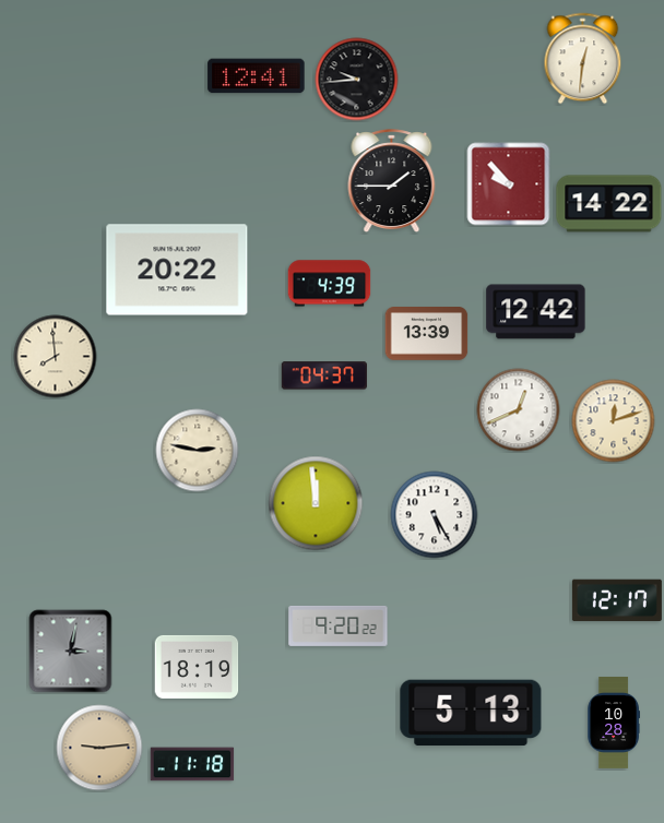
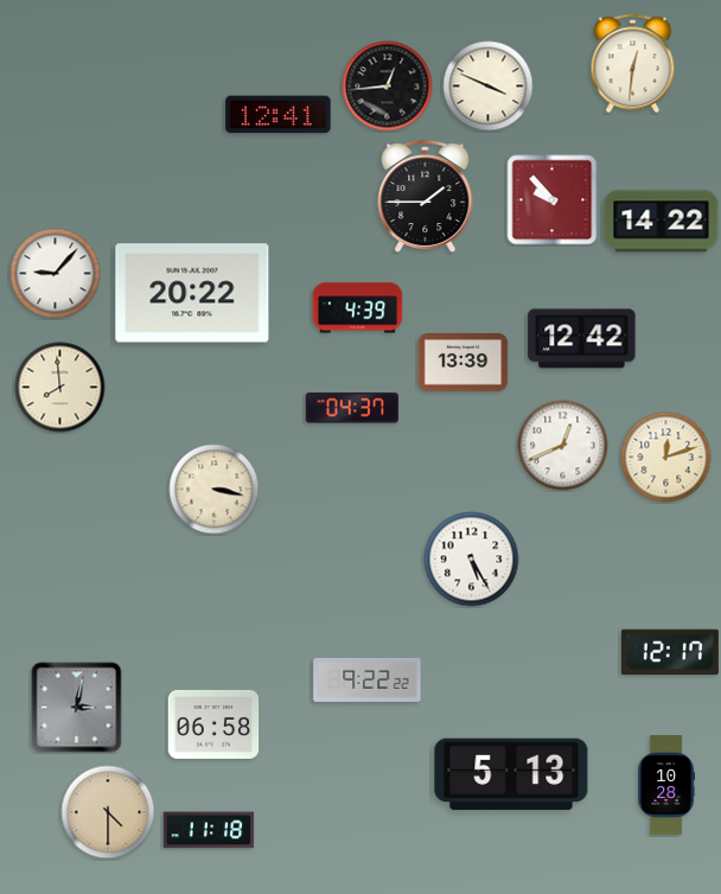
clock at (257, 76) position: (257, 76) -> (279, 115)
clock at (357, 80): 9:44 -> 12:44
clock at (489, 87): none -> 3:49
clock at (56, 274): none -> 9:07
clock at (198, 451): 2:47 -> 3:17
clock at (316, 503): 11:59 -> none
clock at (339, 625): 9:20 -> 9:22
clock at (197, 667): 18:19 -> 06:58
clock at (99, 748): 9:14 -> 4:30
